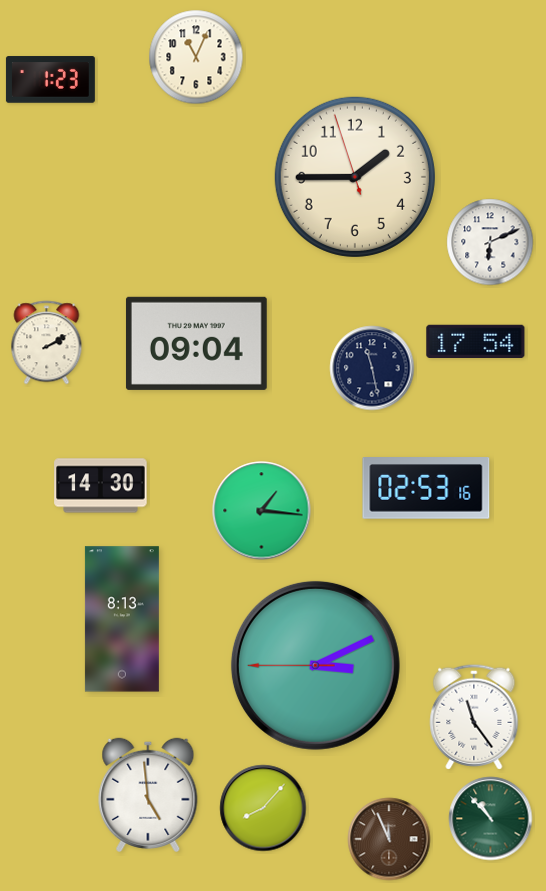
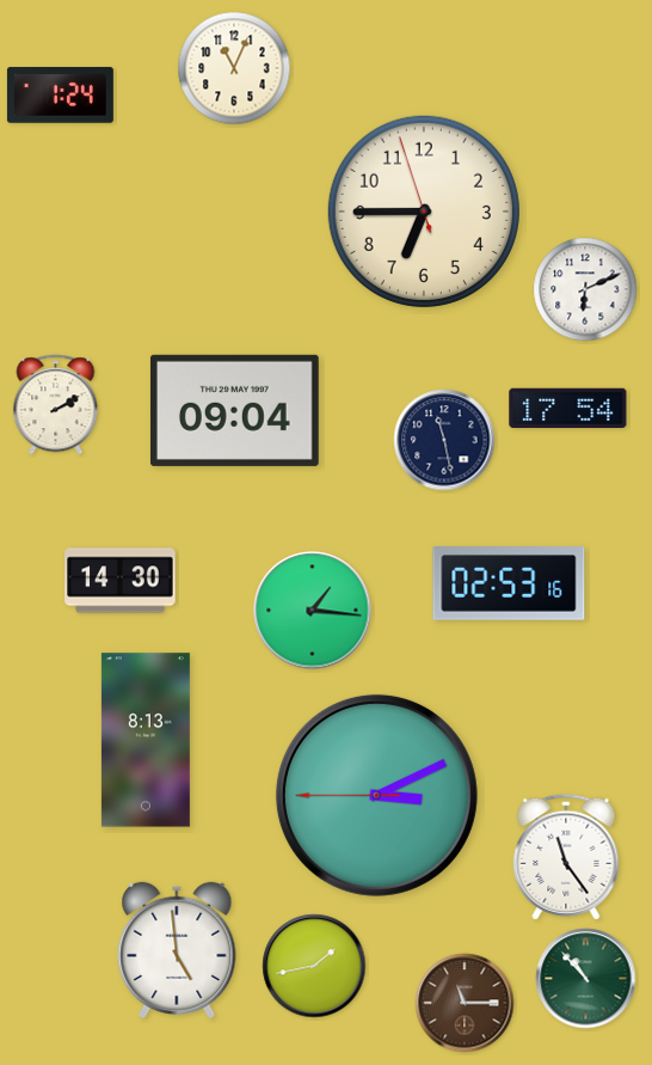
clock at (50, 80): 1:23 -> 1:24
clock at (355, 177): 1:44 -> 6:44
clock at (47, 343) position: (47, 343) -> (56, 405)
clock at (263, 808): 8:07 -> 1:43
clock at (389, 839): 11:56 -> 11:15
